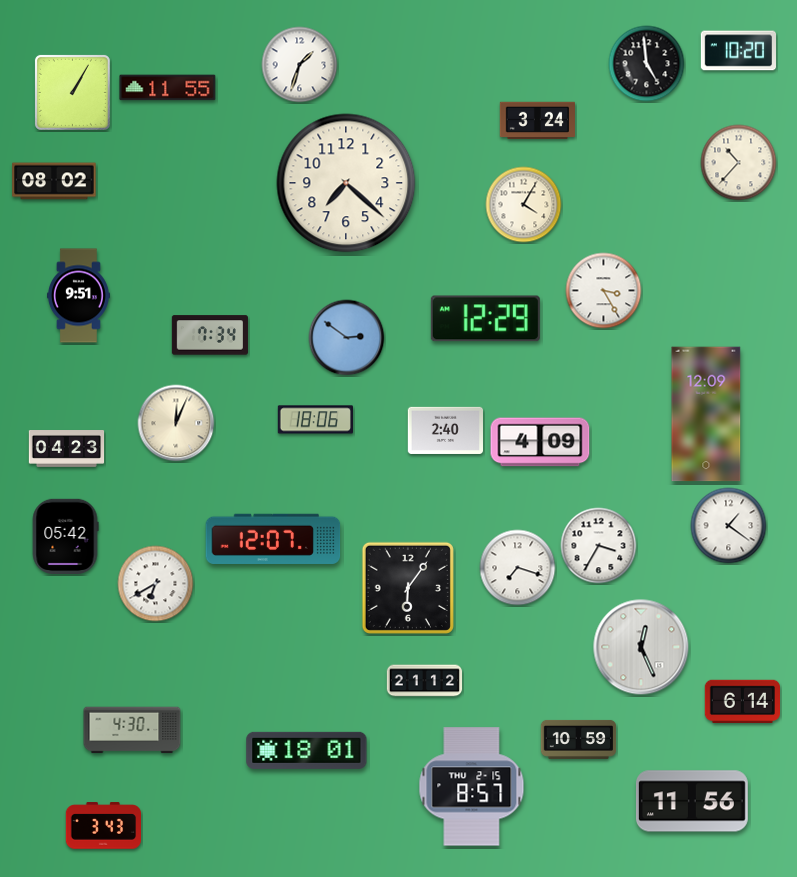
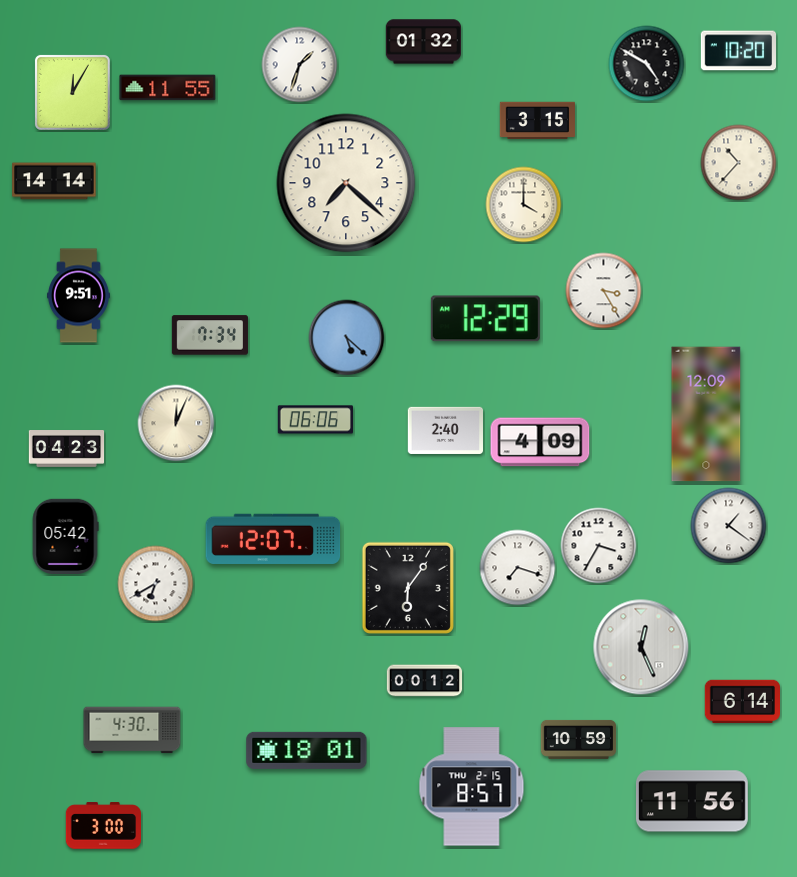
clock at (423, 42): none -> 01:32
clock at (647, 64): 4:59 -> 4:50
clock at (72, 92): 1:05 -> 12:05
clock at (537, 121): 3:24 -> 3:15
clock at (54, 181): 08:02 -> 14:14
clock at (524, 205): 4:05 -> 4:00
clock at (347, 338): 2:51 -> 5:22
clock at (315, 420): 18:06 -> 06:06
clock at (425, 681): 21:12 -> 00:12
clock at (103, 826): 3:43 -> 3:00
